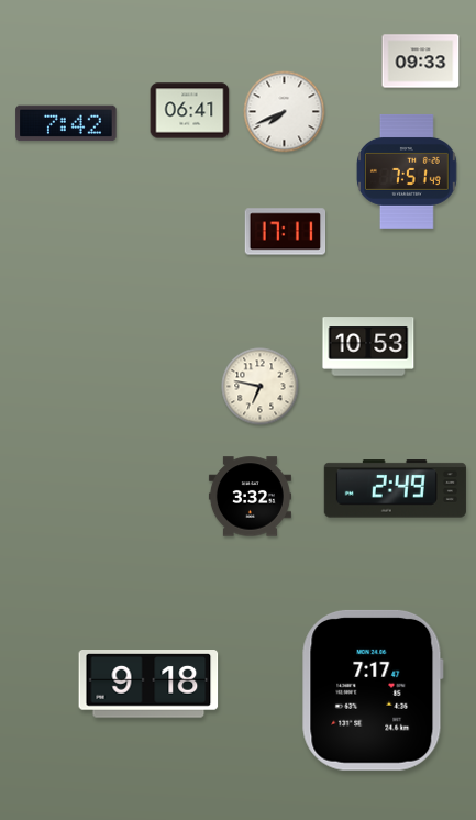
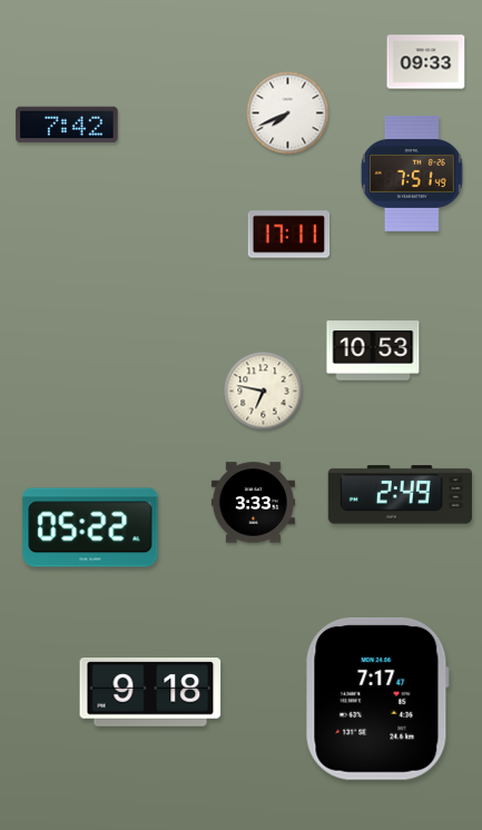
clock at (190, 111): 06:41 -> none
clock at (250, 497): 3:32 -> 3:33
clock at (90, 527): none -> 05:22
